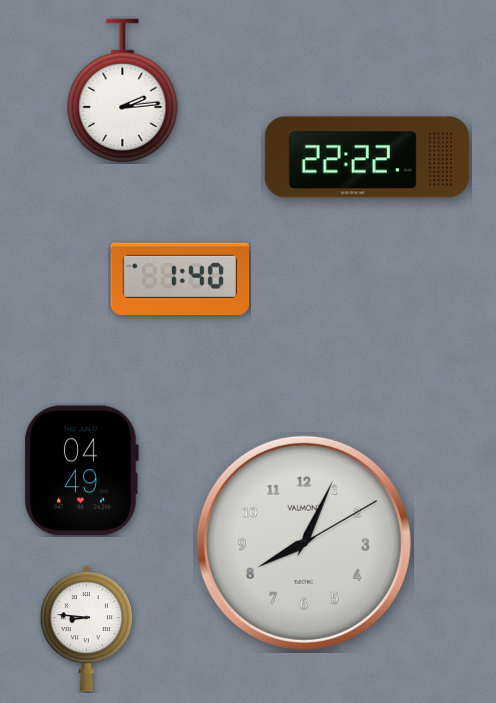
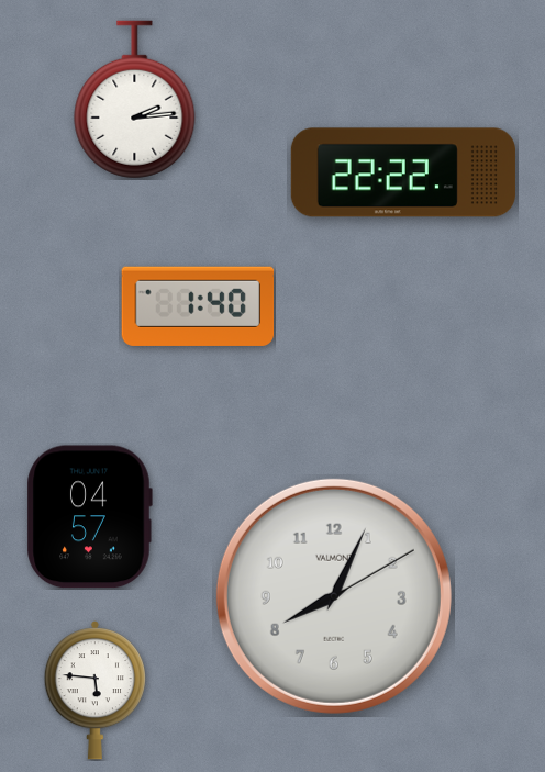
clock at (81, 471): 04:49 -> 04:57
clock at (86, 629): 8:46 -> 5:46
